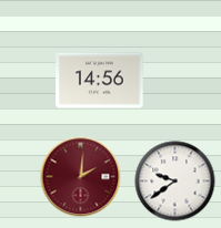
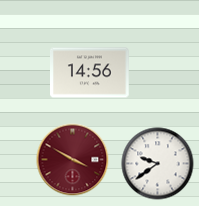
clock at (81, 177): 2:01 -> 3:50
